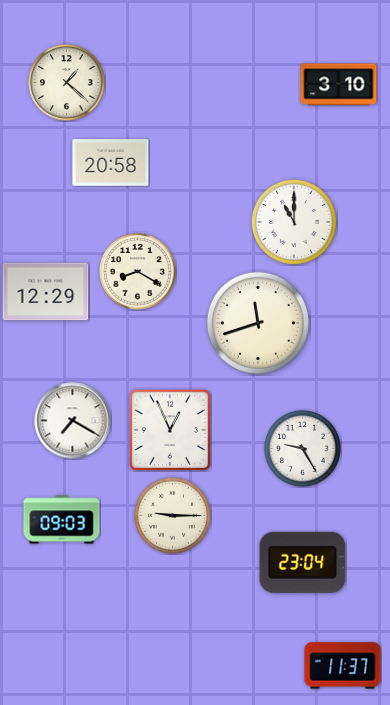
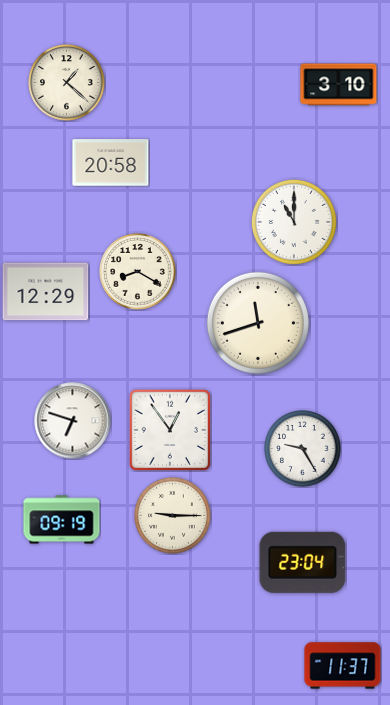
clock at (73, 421): 7:20 -> 6:48
clock at (169, 429): 12:56 -> 12:54
clock at (62, 520): 09:03 -> 09:19
